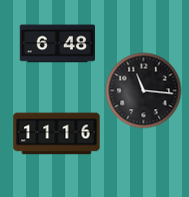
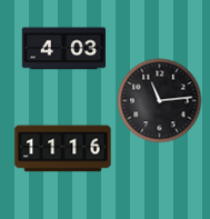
clock at (57, 44): 6:48 -> 4:03
clock at (144, 91): 11:16 -> 11:14
